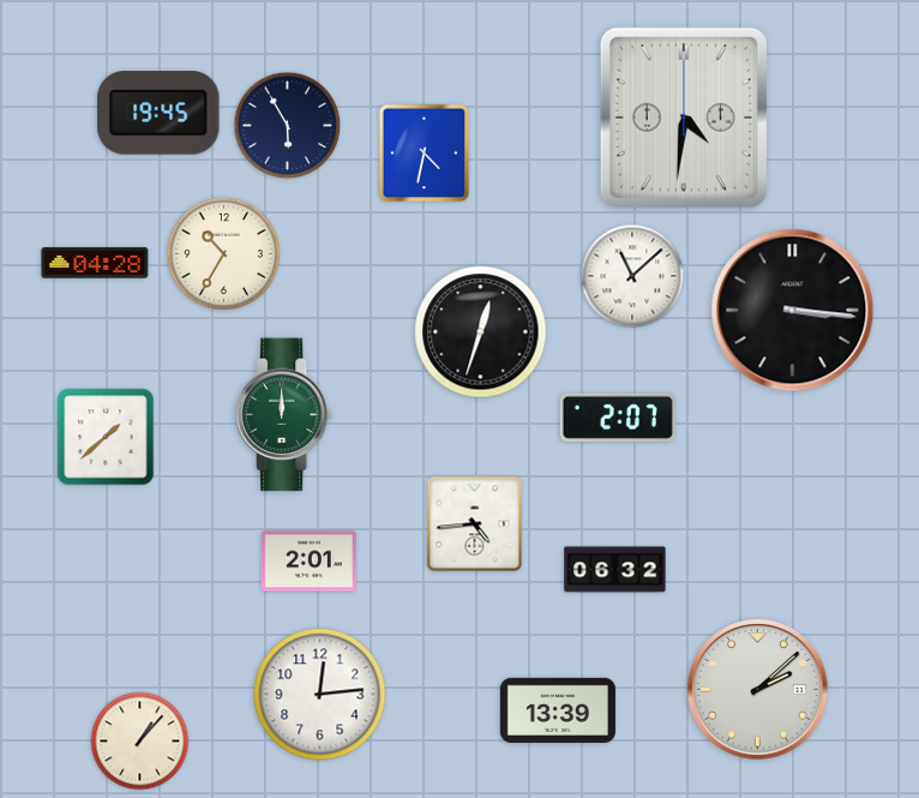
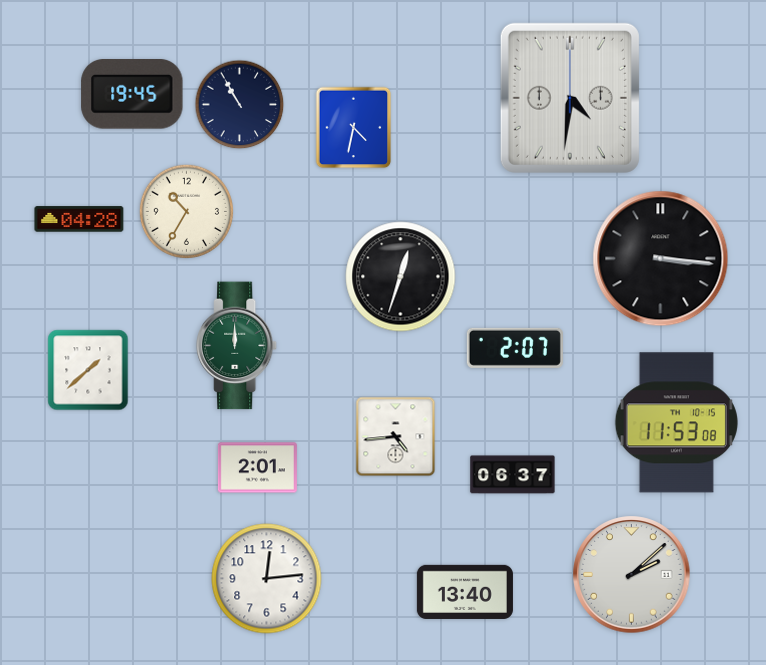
clock at (288, 126): 5:55 -> 10:55
clock at (632, 276): 11:08 -> none
clock at (106, 437) position: (106, 437) -> (88, 370)
clock at (676, 423): none -> 11:53
clock at (615, 570): 06:32 -> 06:37
clock at (558, 710): 13:39 -> 13:40
clock at (140, 742): 1:07 -> none
